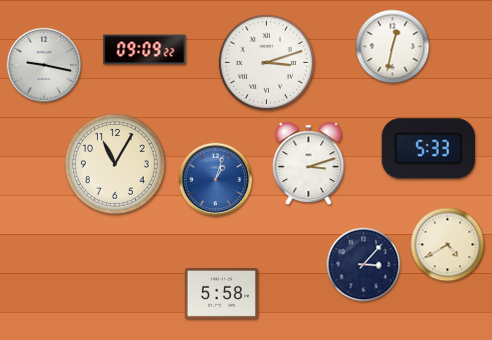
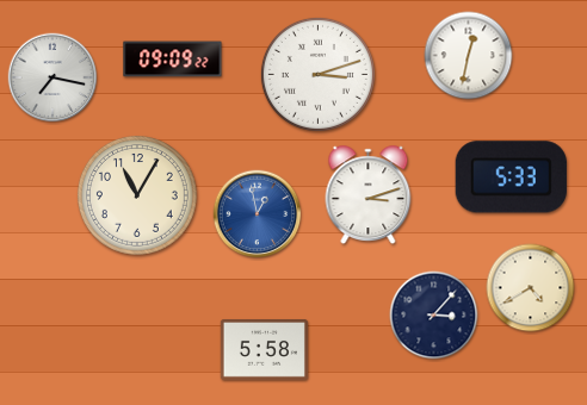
clock at (44, 65): 9:17 -> 7:17
clock at (216, 180): 1:03 -> 12:58
clock at (448, 245) position: (448, 245) -> (531, 288)
